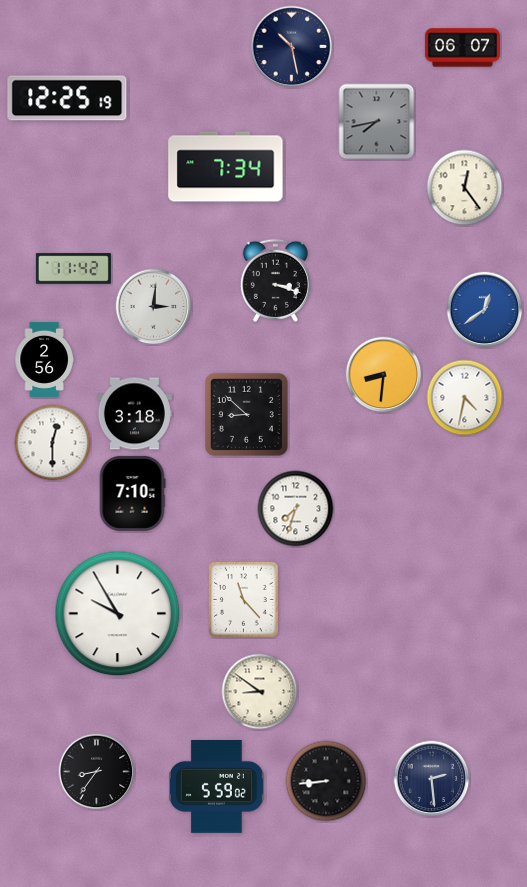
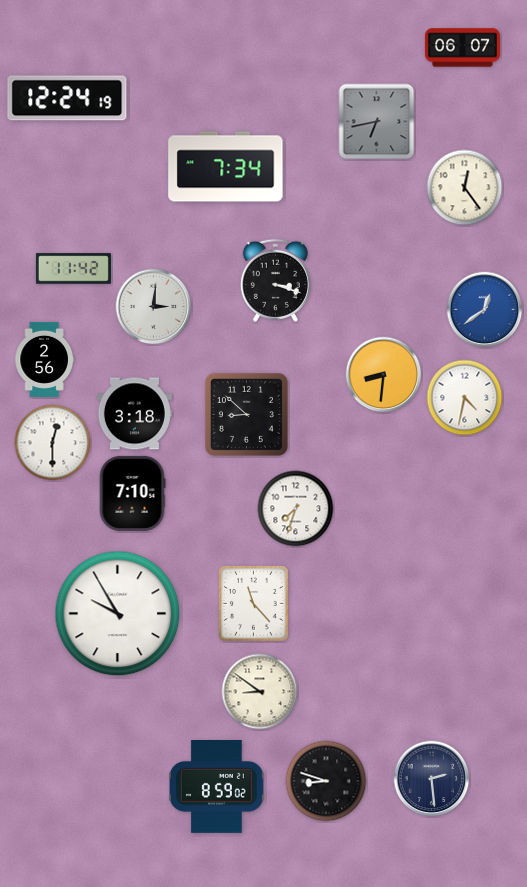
clock at (292, 47): 10:28 -> none
clock at (67, 98): 12:25 -> 12:24
clock at (377, 122): 7:43 -> 6:43
clock at (244, 600) position: (244, 600) -> (254, 604)
clock at (97, 772): 8:36 -> none
clock at (326, 781): 8:44 -> 8:48
clock at (216, 787): 5:59 -> 8:59
